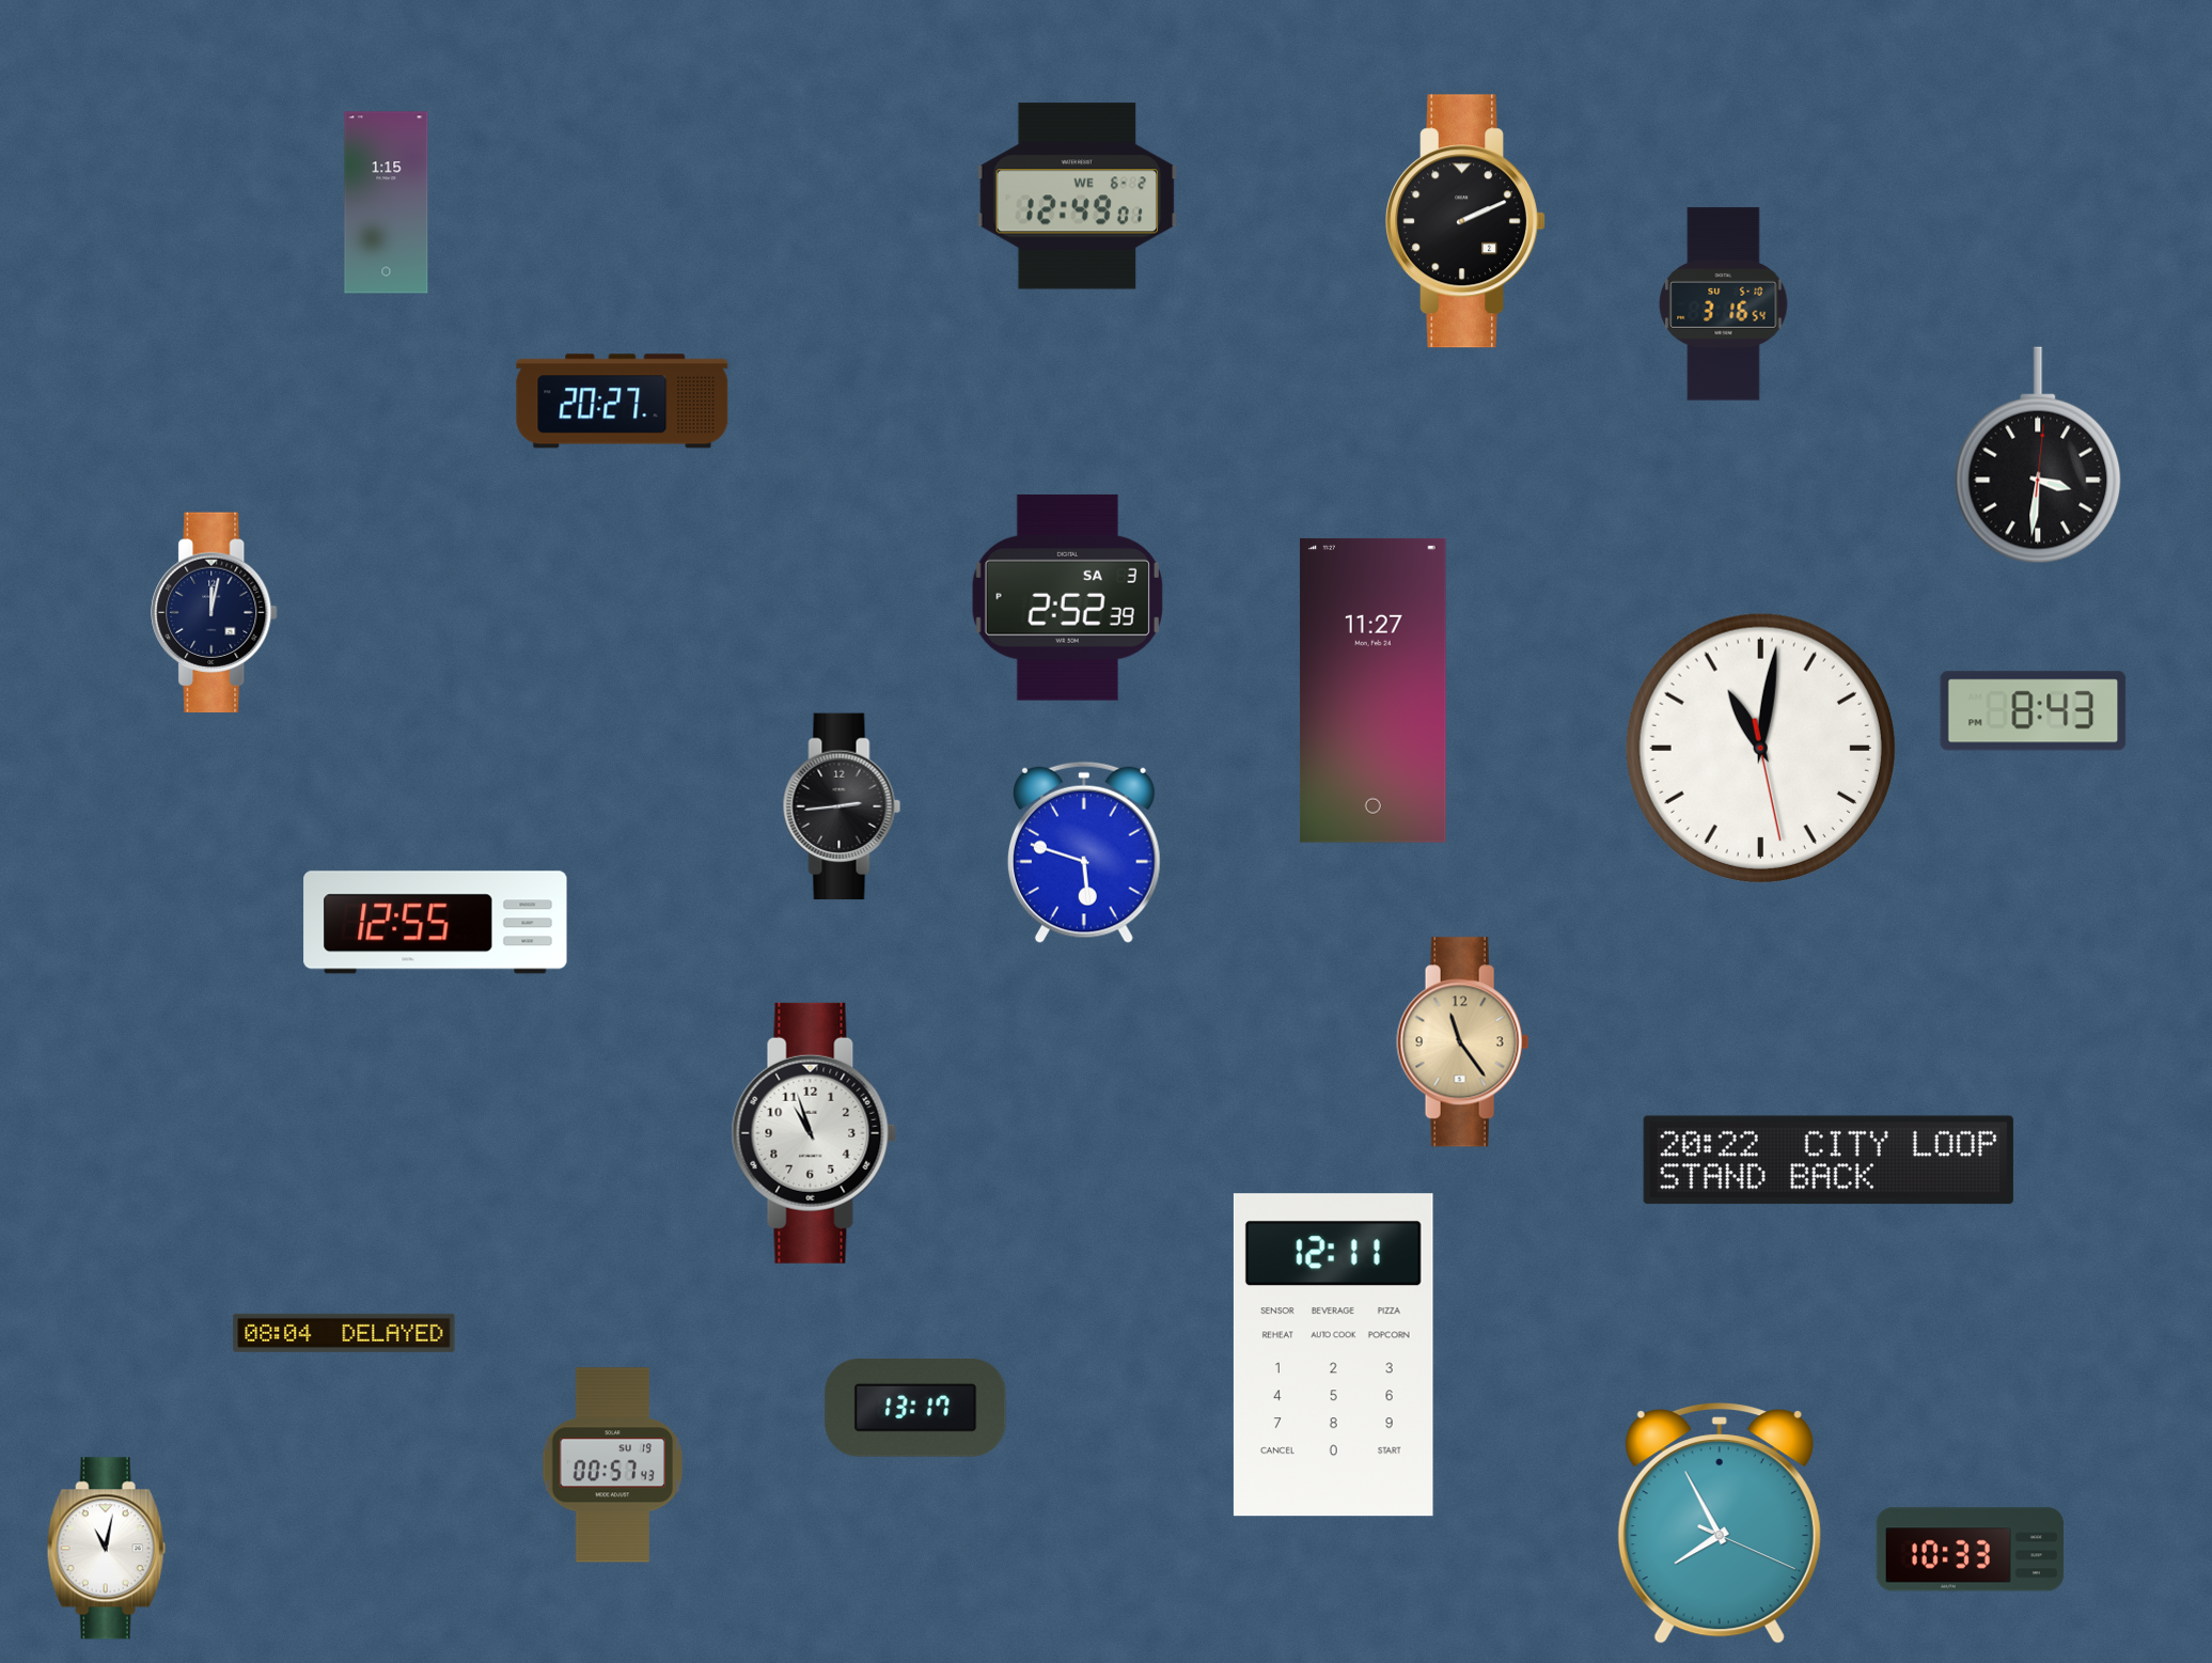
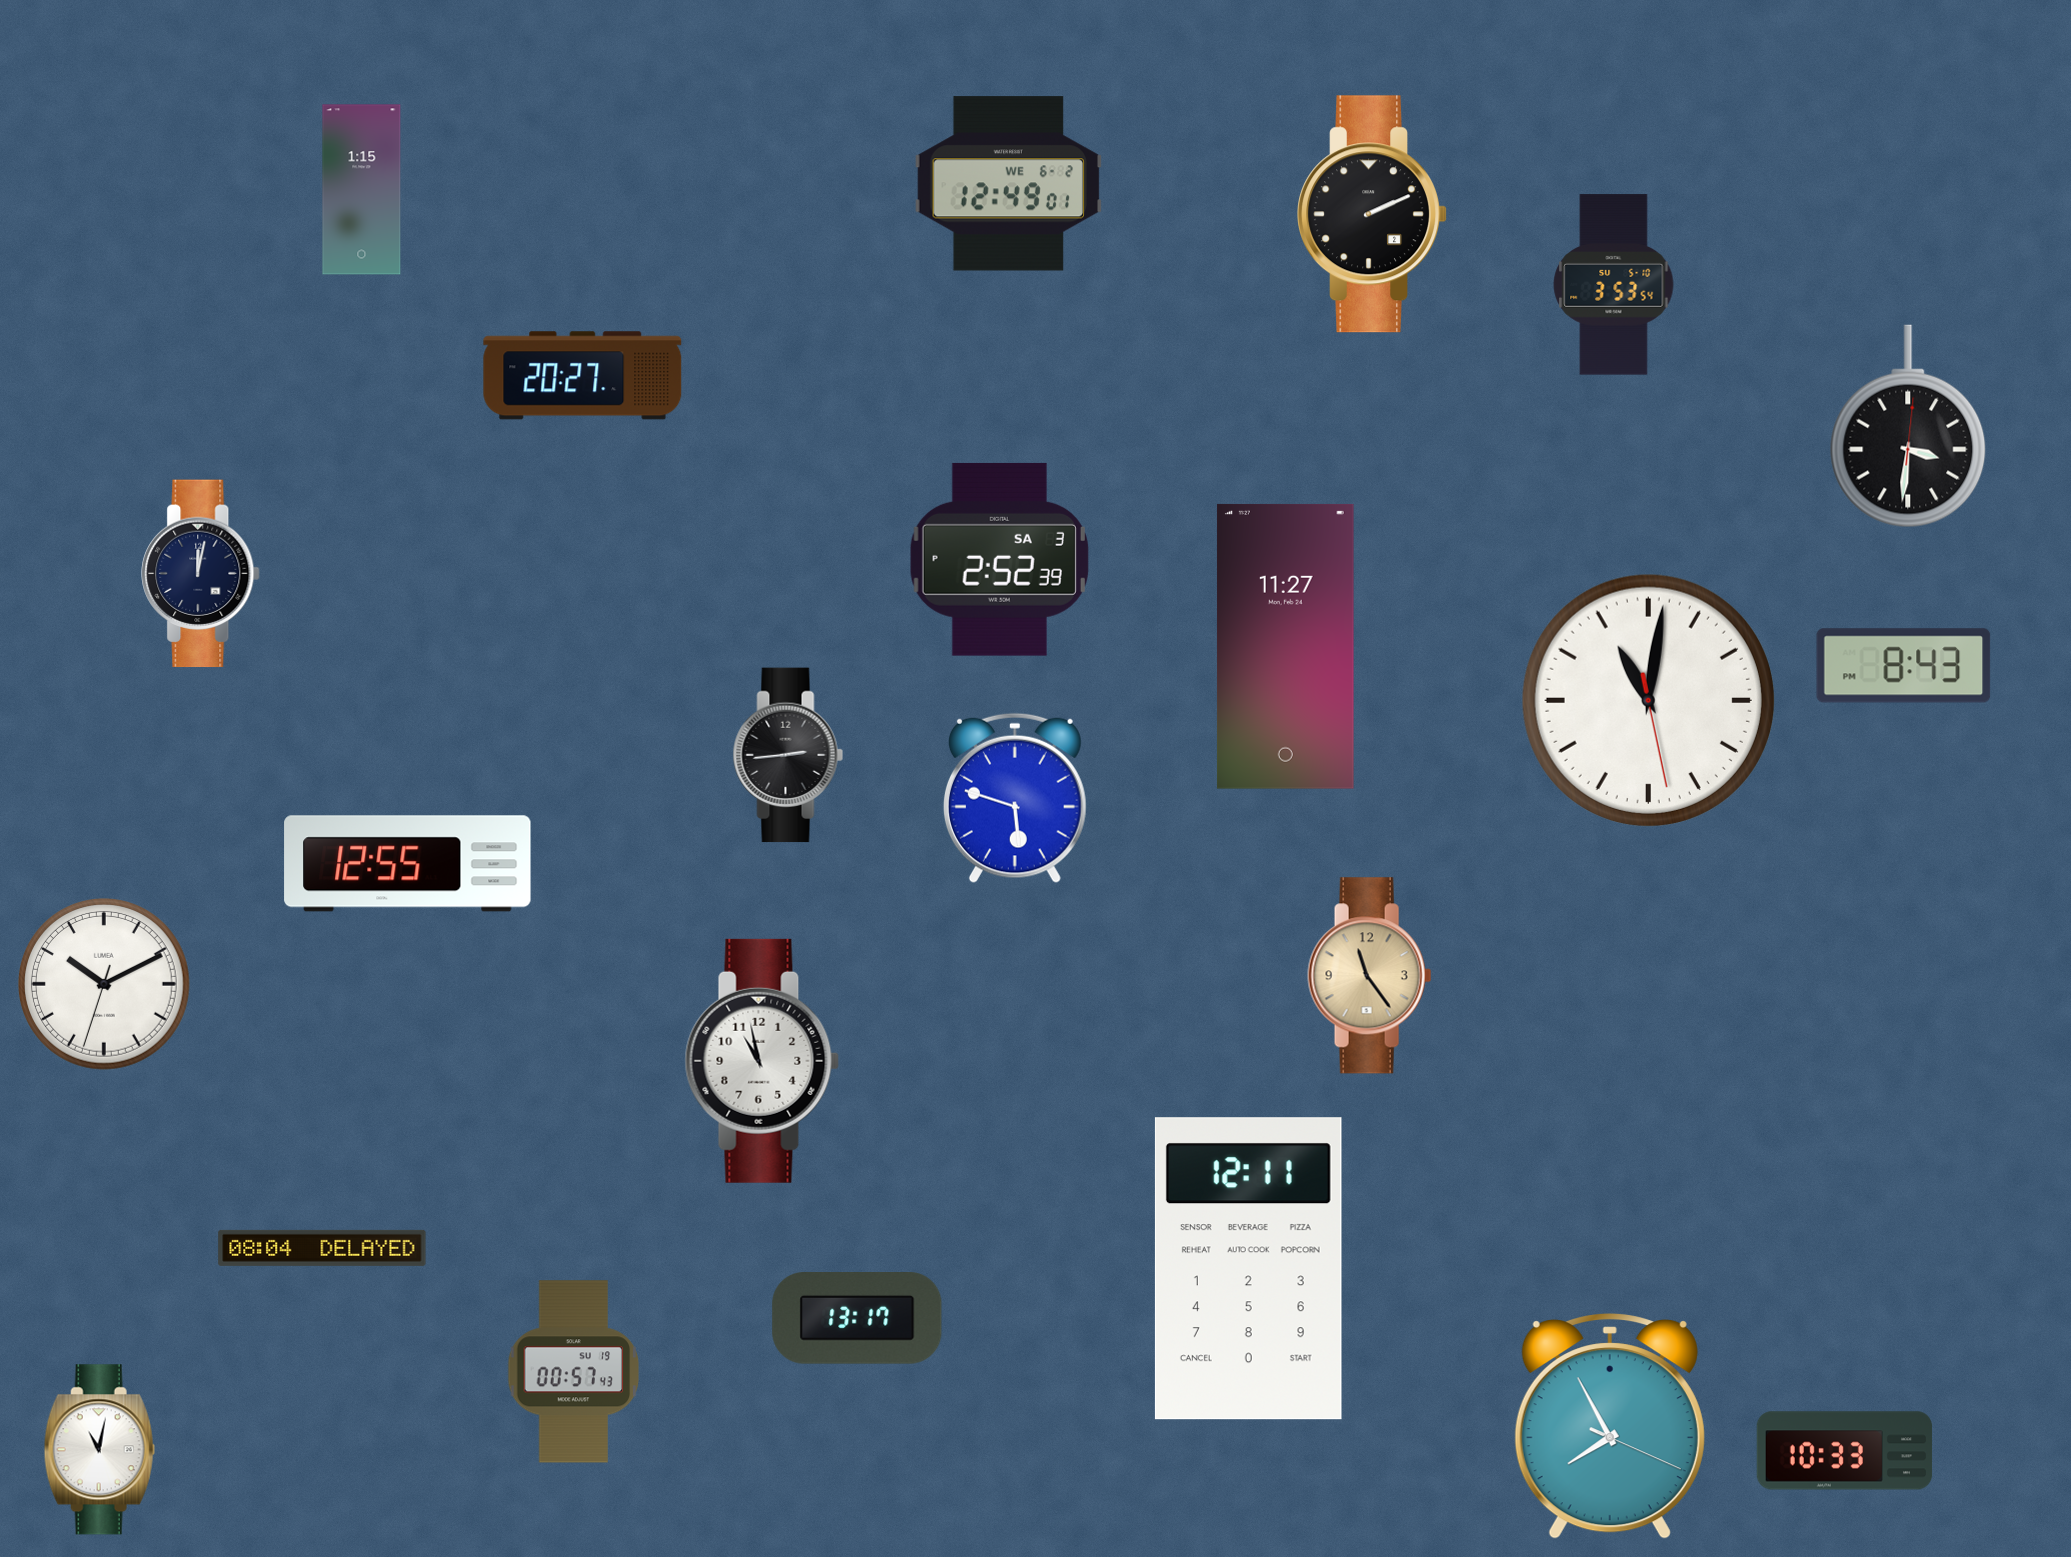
clock at (1465, 221) position: (1465, 221) -> (1372, 214)
clock at (1724, 304): 3:16 -> 3:53
clock at (105, 985): none -> 10:10
clock at (814, 1133): 10:57 -> 10:58
clock at (1829, 1160): 20:22 -> none
